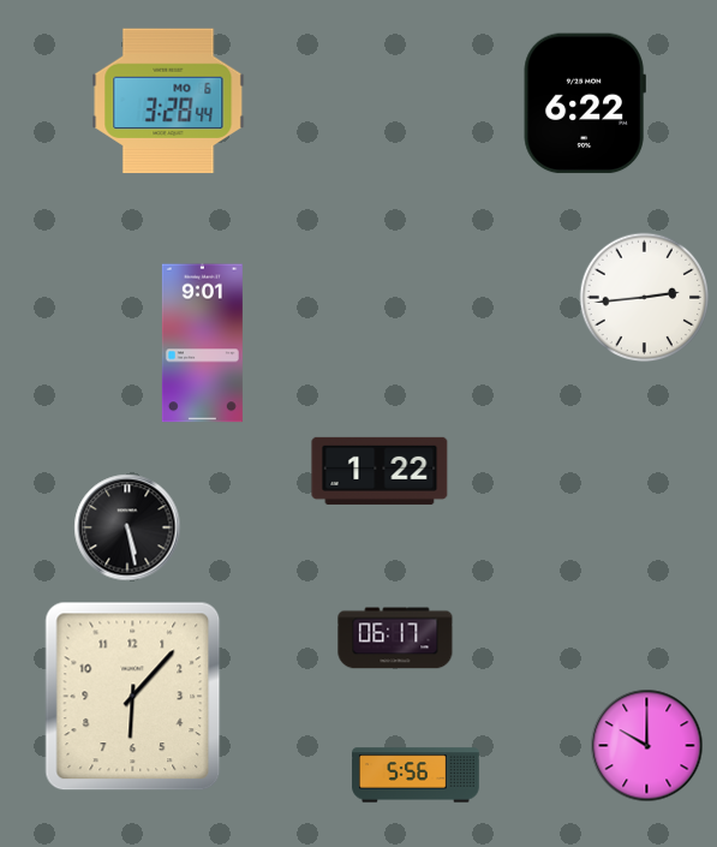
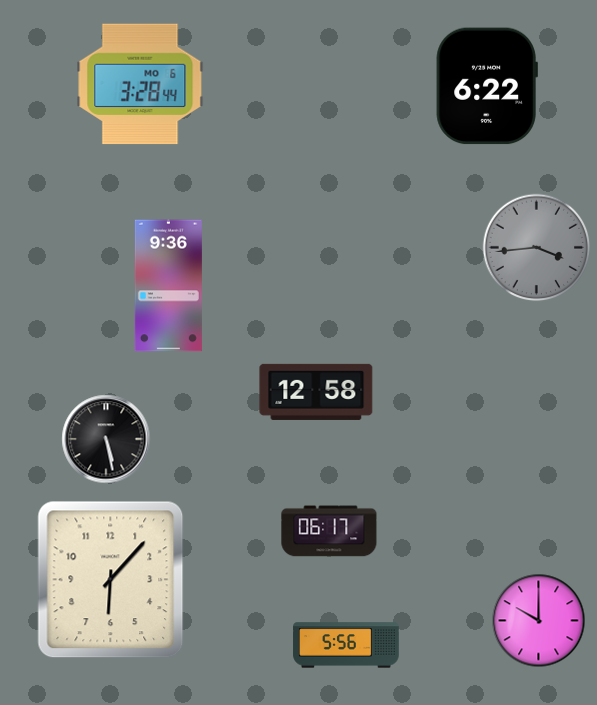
clock at (645, 298): 2:44 -> 3:44
clock at (645, 298) dial: white -> grey
clock at (202, 344): 9:01 -> 9:36
clock at (380, 471): 1:22 -> 12:58
